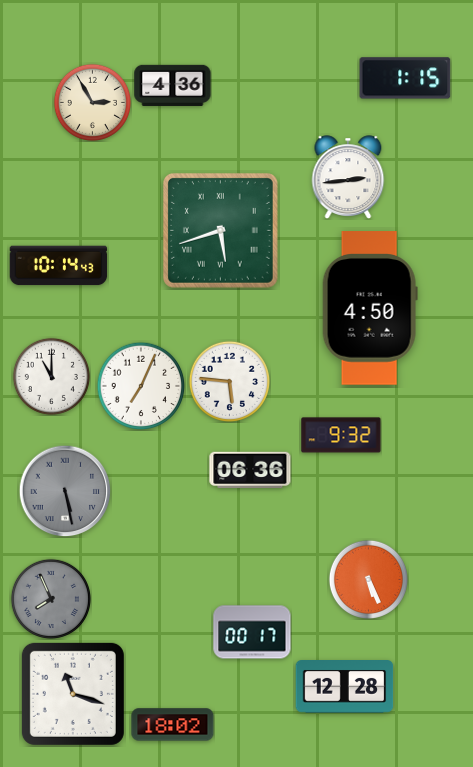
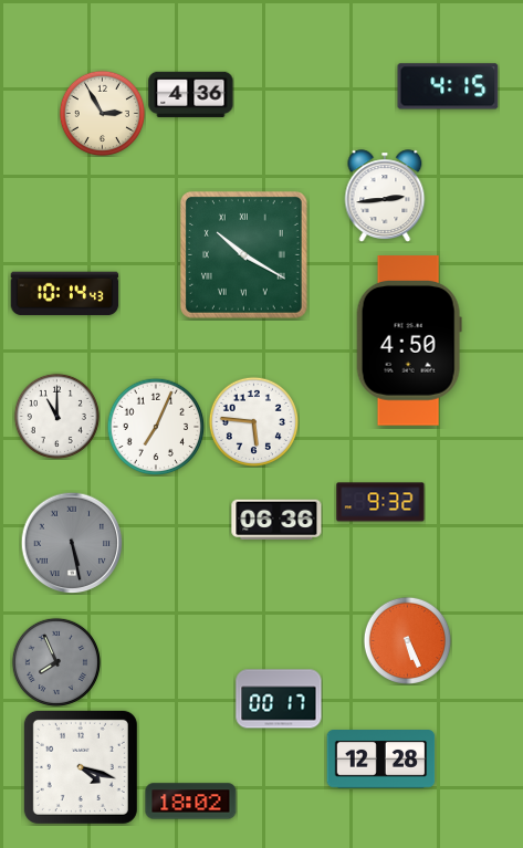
clock at (405, 78): 1:15 -> 4:15
clock at (220, 230): 5:42 -> 10:20
clock at (341, 435) position: (341, 435) -> (380, 502)
clock at (73, 694): 11:18 -> 4:18
